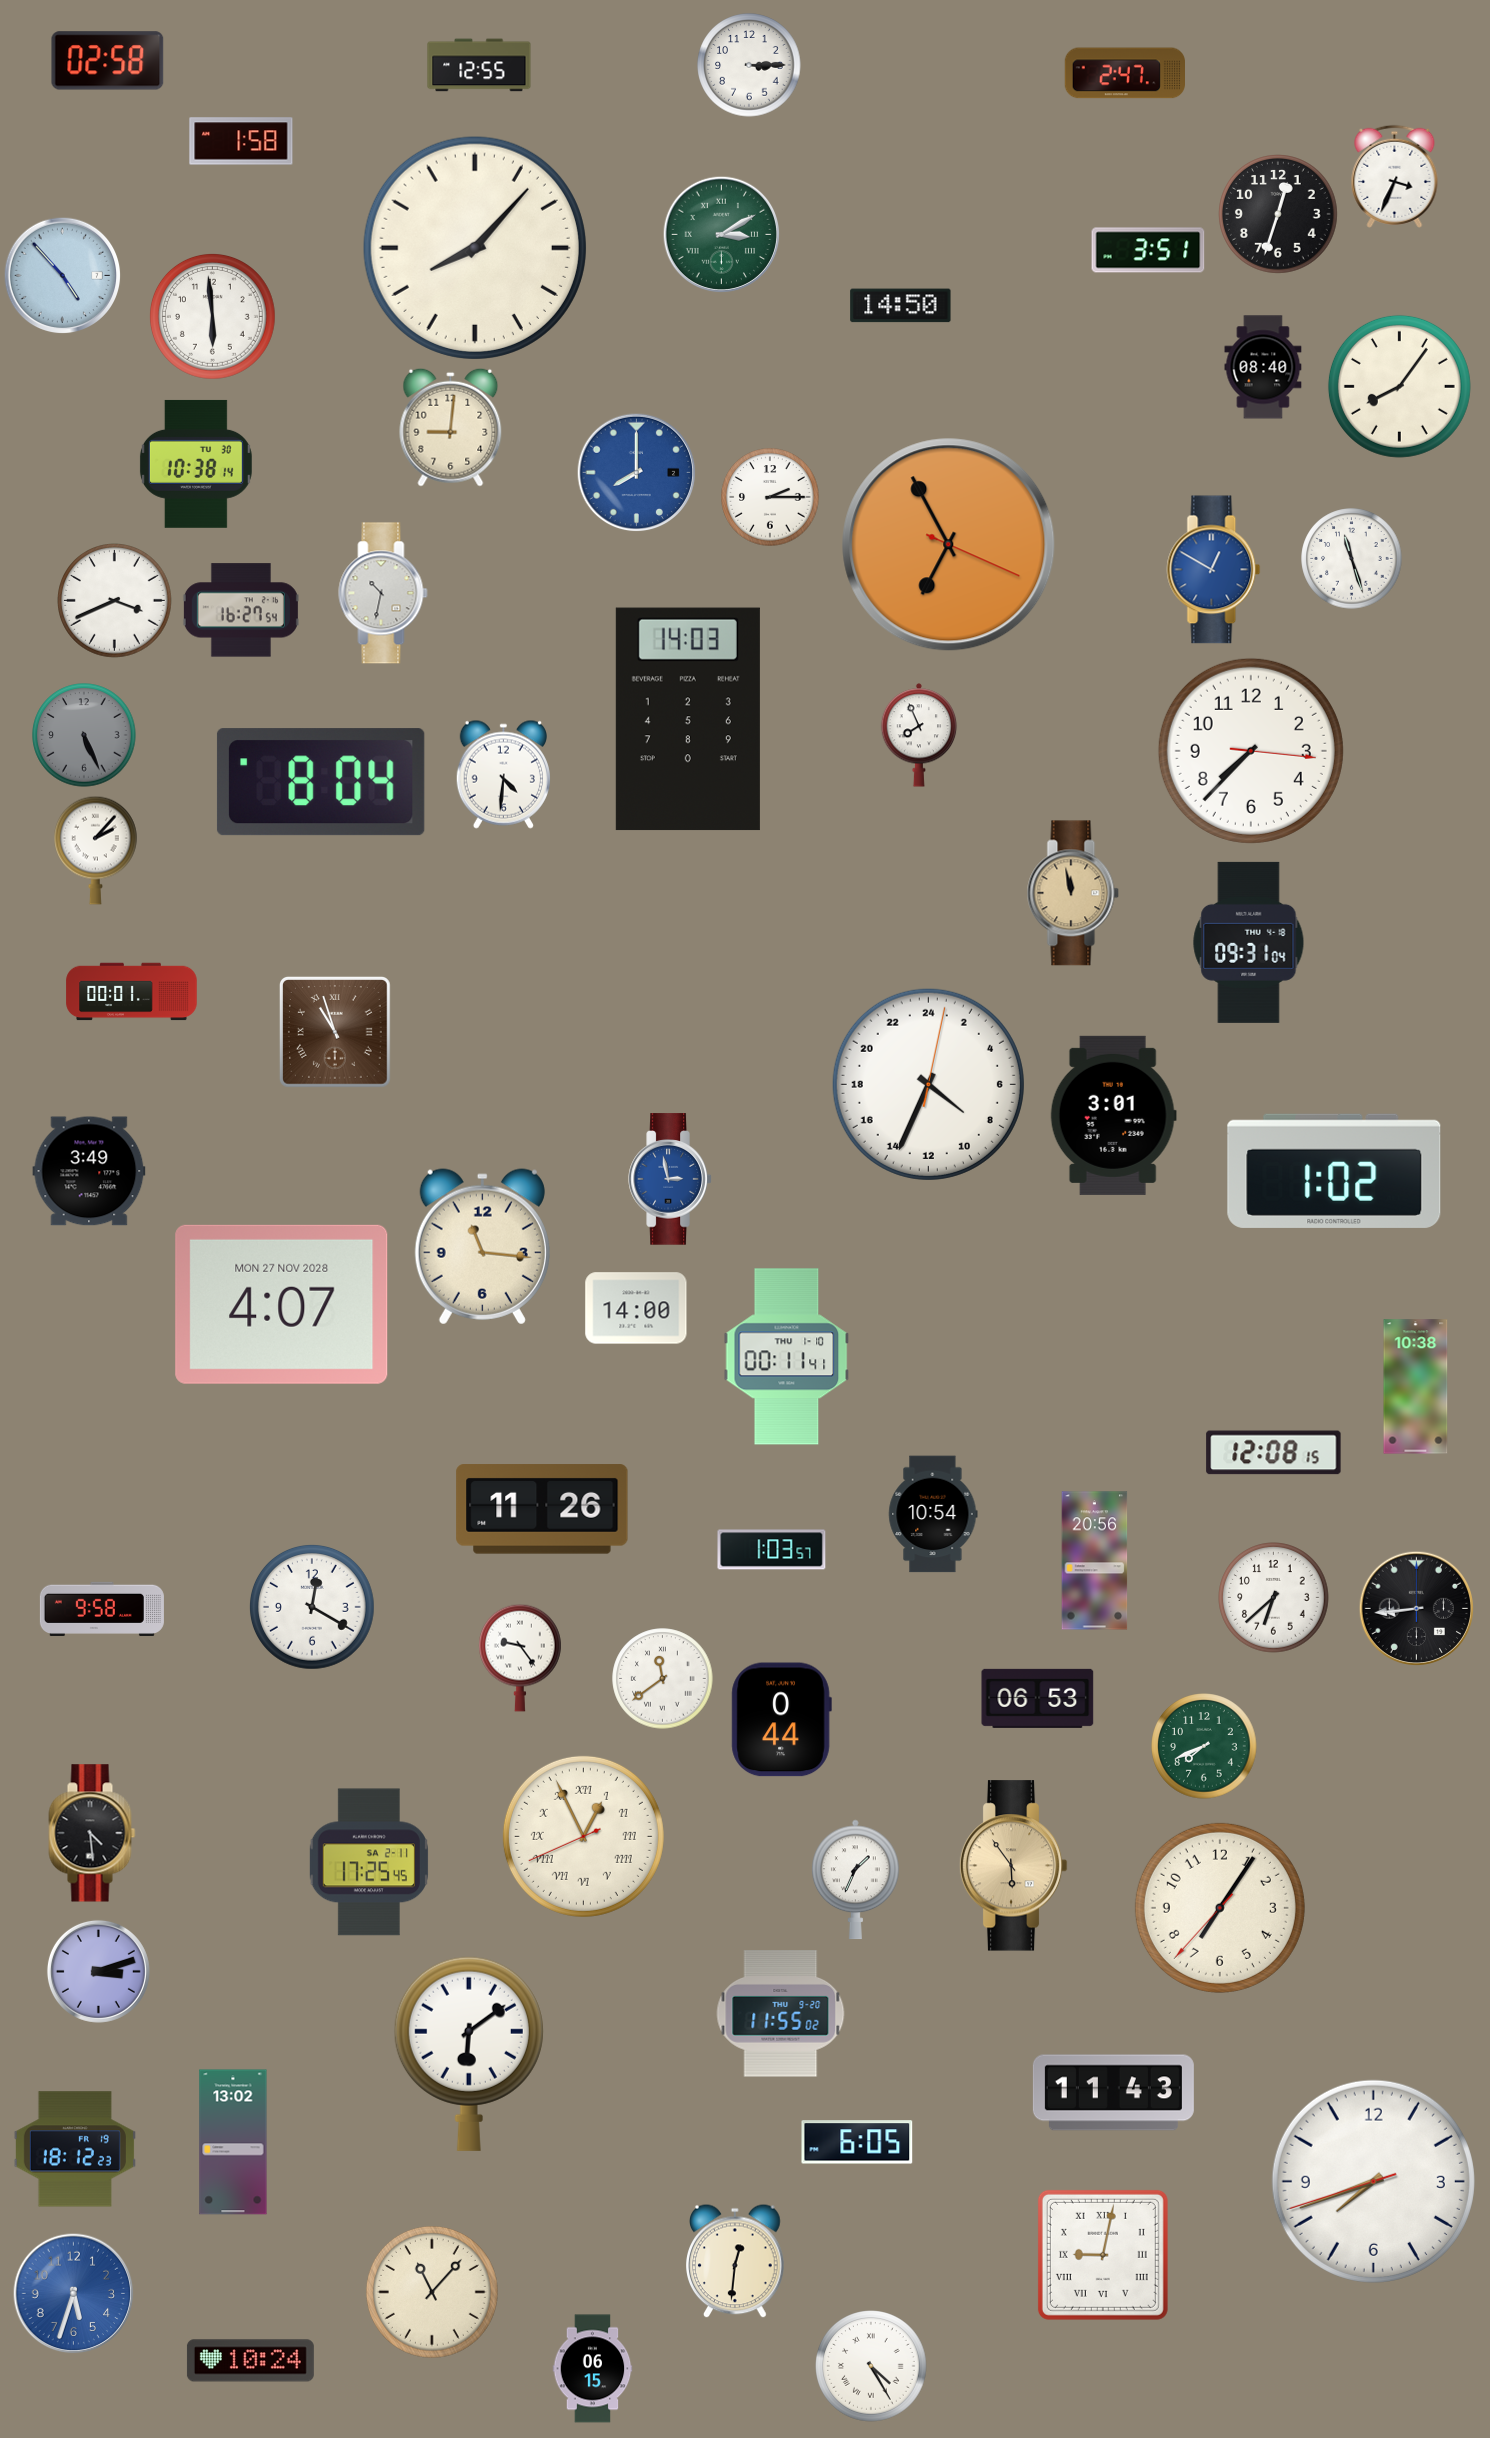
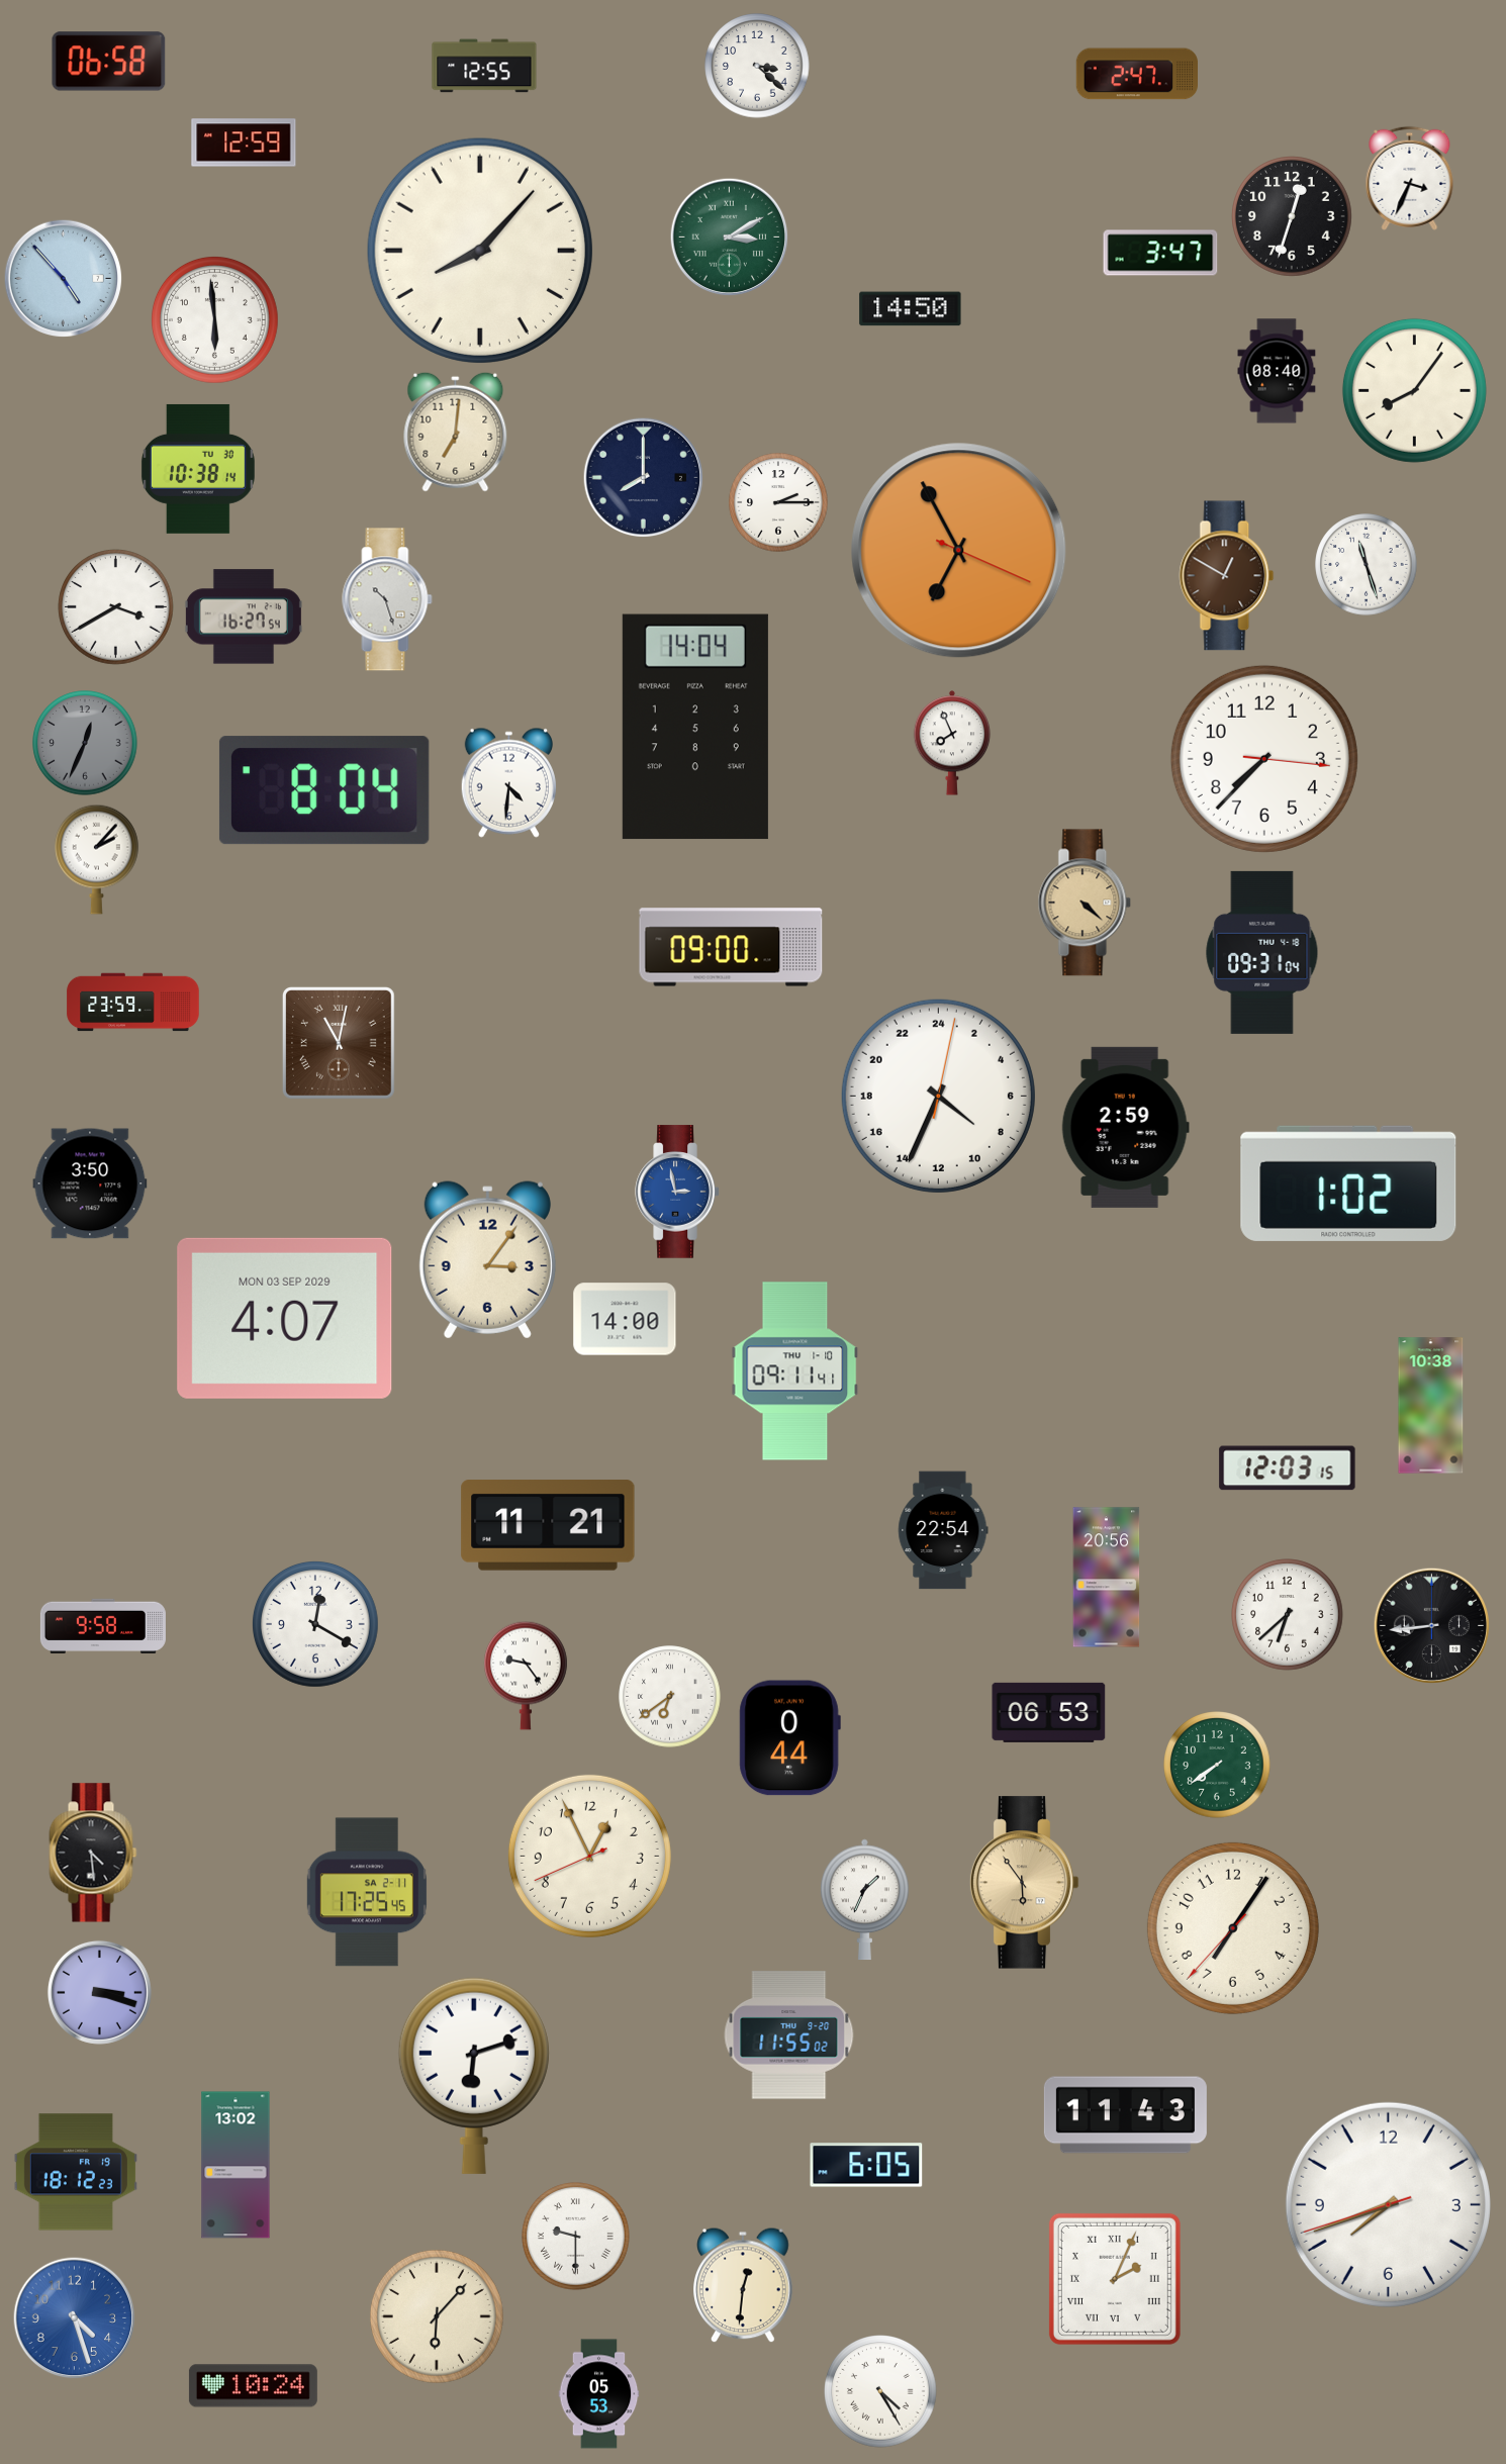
clock at (108, 61): 02:58 -> 06:58
clock at (749, 65): 3:15 -> 3:22
clock at (241, 141): 1:58 -> 12:59
clock at (1148, 250): 3:51 -> 3:47
clock at (451, 427): 9:01 -> 7:01
clock at (637, 473) dial: blue -> navy
clock at (1214, 570) dial: blue -> brown
clock at (383, 593): 10:32 -> 10:27
clock at (115, 601): 3:41 -> 3:40
clock at (688, 719): 14:03 -> 14:04
clock at (84, 735): 5:26 -> 12:34
clock at (919, 735) position: (919, 735) -> (952, 743)
clock at (1073, 893): 11:58 -> 4:22
clock at (731, 947): none -> 09:00
clock at (132, 992): 00:01 -> 23:59
clock at (335, 1032): 10:57 -> 11:02
clock at (1113, 1115): 3:01 -> 2:59
clock at (89, 1171): 3:49 -> 3:50
clock at (482, 1247): 11:16 -> 3:06
clock at (282, 1304) date: MON 27 NOV 2028 -> MON 03 SEP 2029
clock at (636, 1308) position: (636, 1308) -> (625, 1319)
clock at (787, 1357): 00:11 -> 09:11
clock at (1416, 1387) position: (1416, 1387) -> (1431, 1406)
clock at (1274, 1453): 12:08 -> 12:03
clock at (542, 1509): 11:26 -> 11:21
clock at (933, 1514): 10:54 -> 22:54
clock at (772, 1550): 1:03 -> none
clock at (663, 1679): 11:39 -> 6:39
clock at (1038, 1698) position: (1038, 1698) -> (1049, 1712)
clock at (1204, 1746): 7:41 -> 7:39
clock at (583, 1836) numerals: Roman -> Arabic
clock at (369, 1862) position: (369, 1862) -> (367, 1892)
clock at (1013, 1866) position: (1013, 1866) -> (1024, 1883)
clock at (98, 1971): 3:12 -> 3:18
clock at (469, 2054): 6:09 -> 6:12
clock at (576, 2237): none -> 9:30
clock at (1103, 2255): 9:02 -> 2:04
clock at (432, 2292): 11:07 -> 6:07
clock at (74, 2294): 5:33 -> 4:27
clock at (593, 2369): 06:15 -> 05:53
